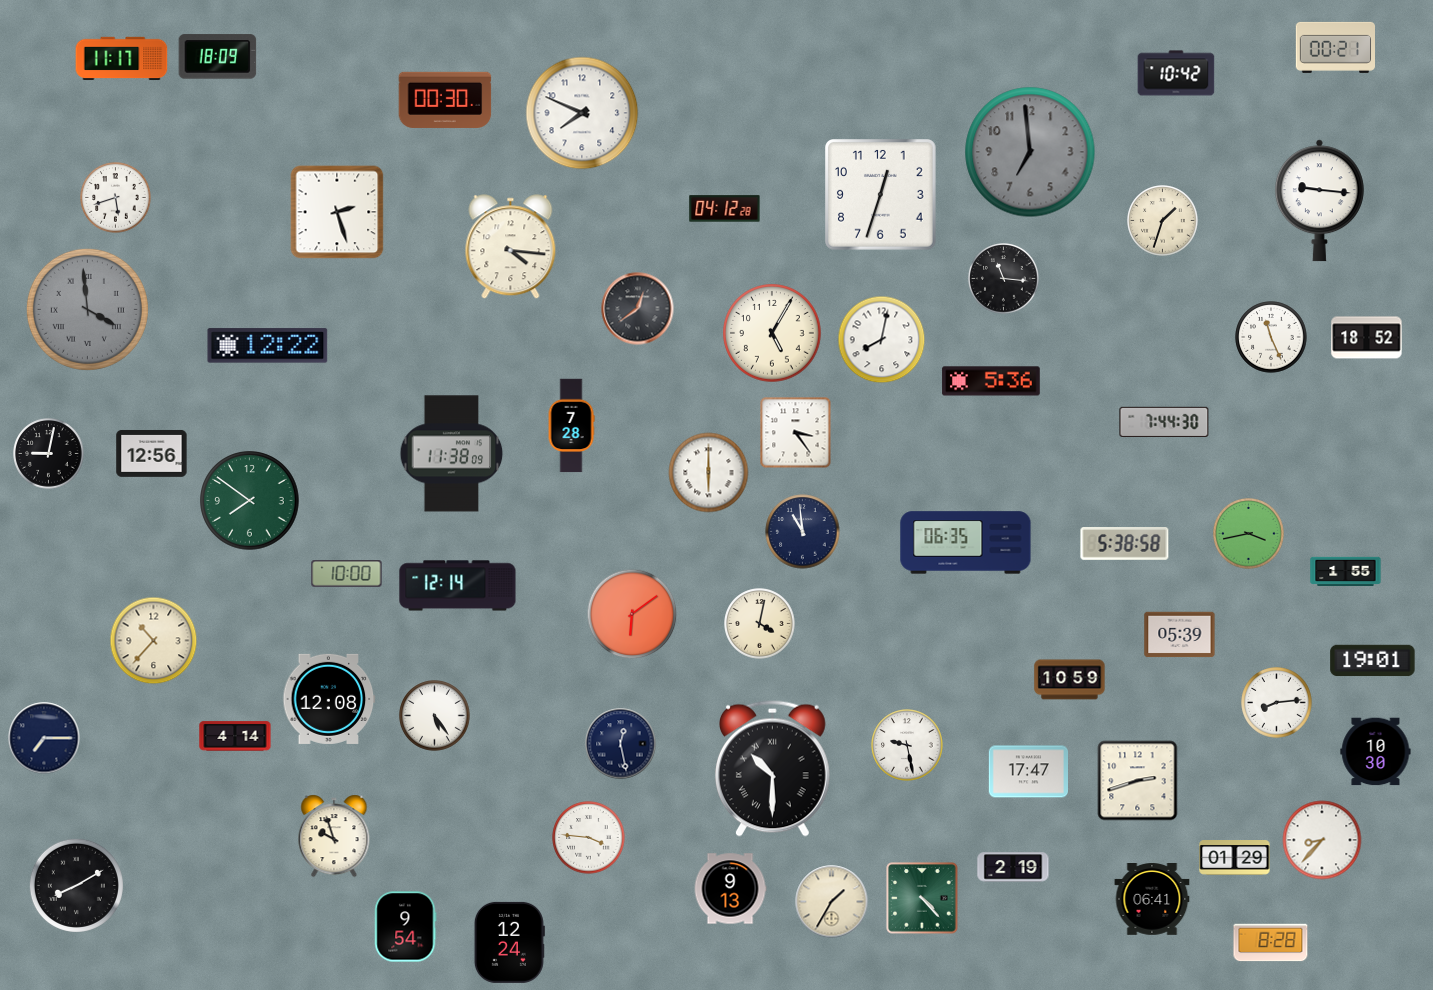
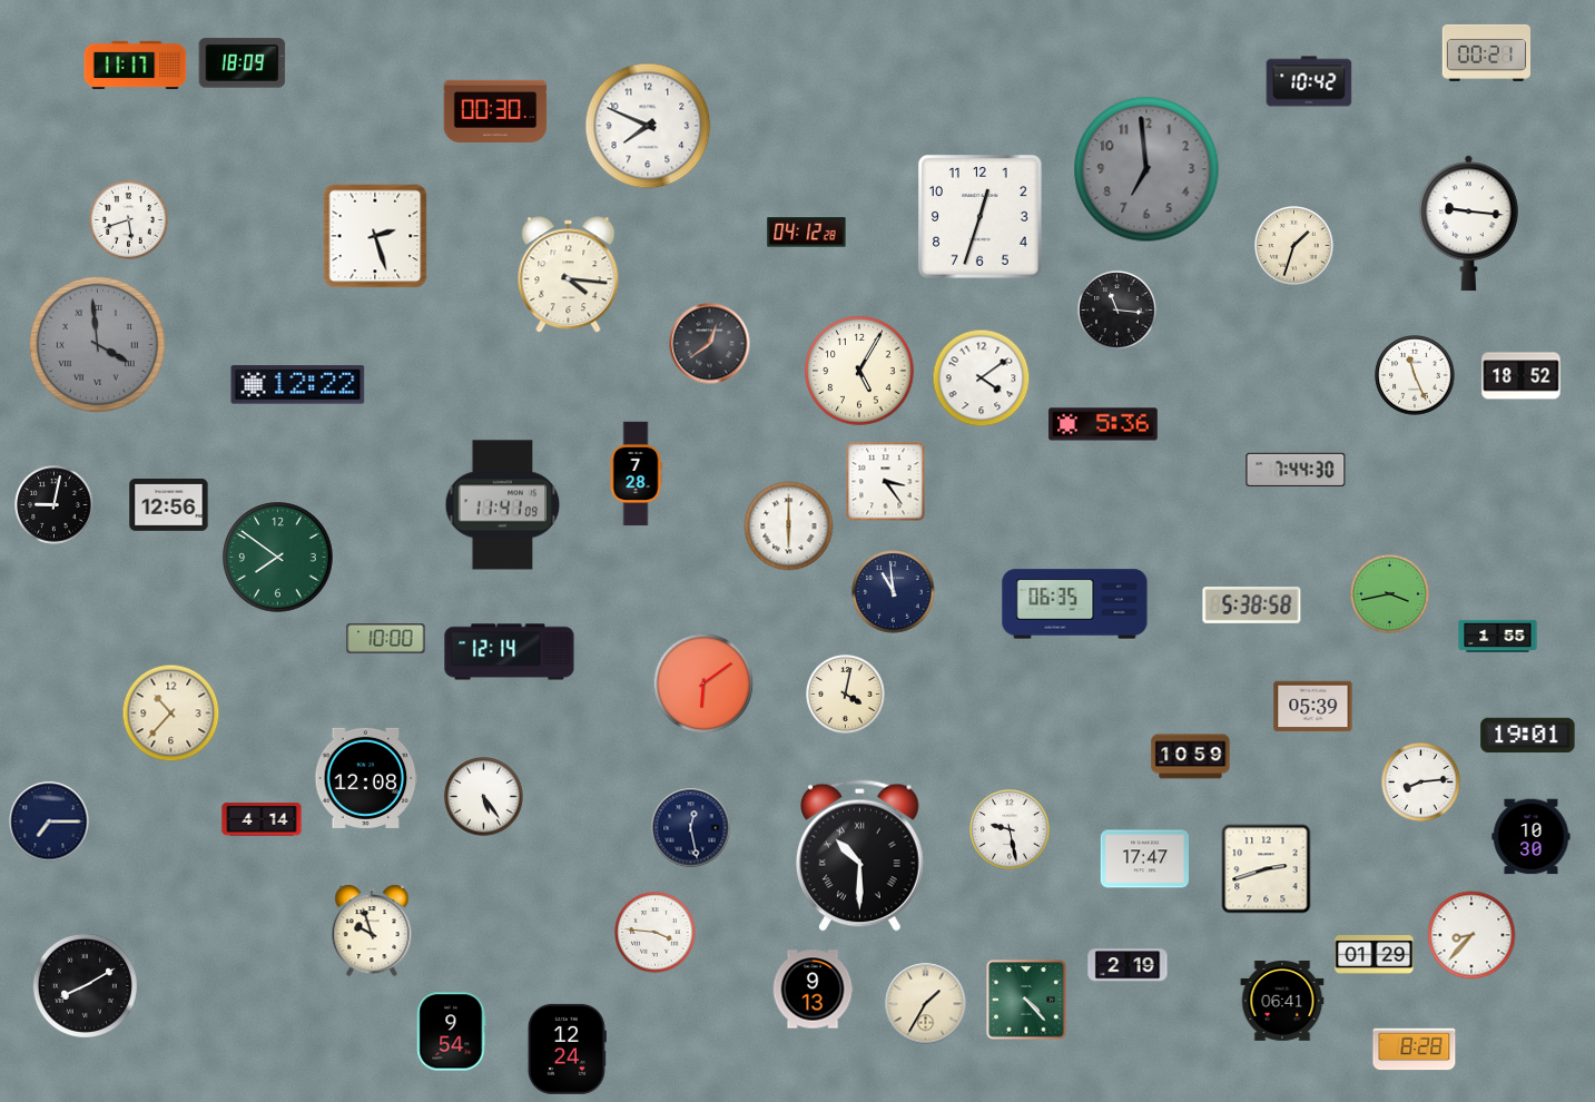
clock at (882, 340): 8:02 -> 4:09
clock at (452, 454): 11:38 -> 11:41
